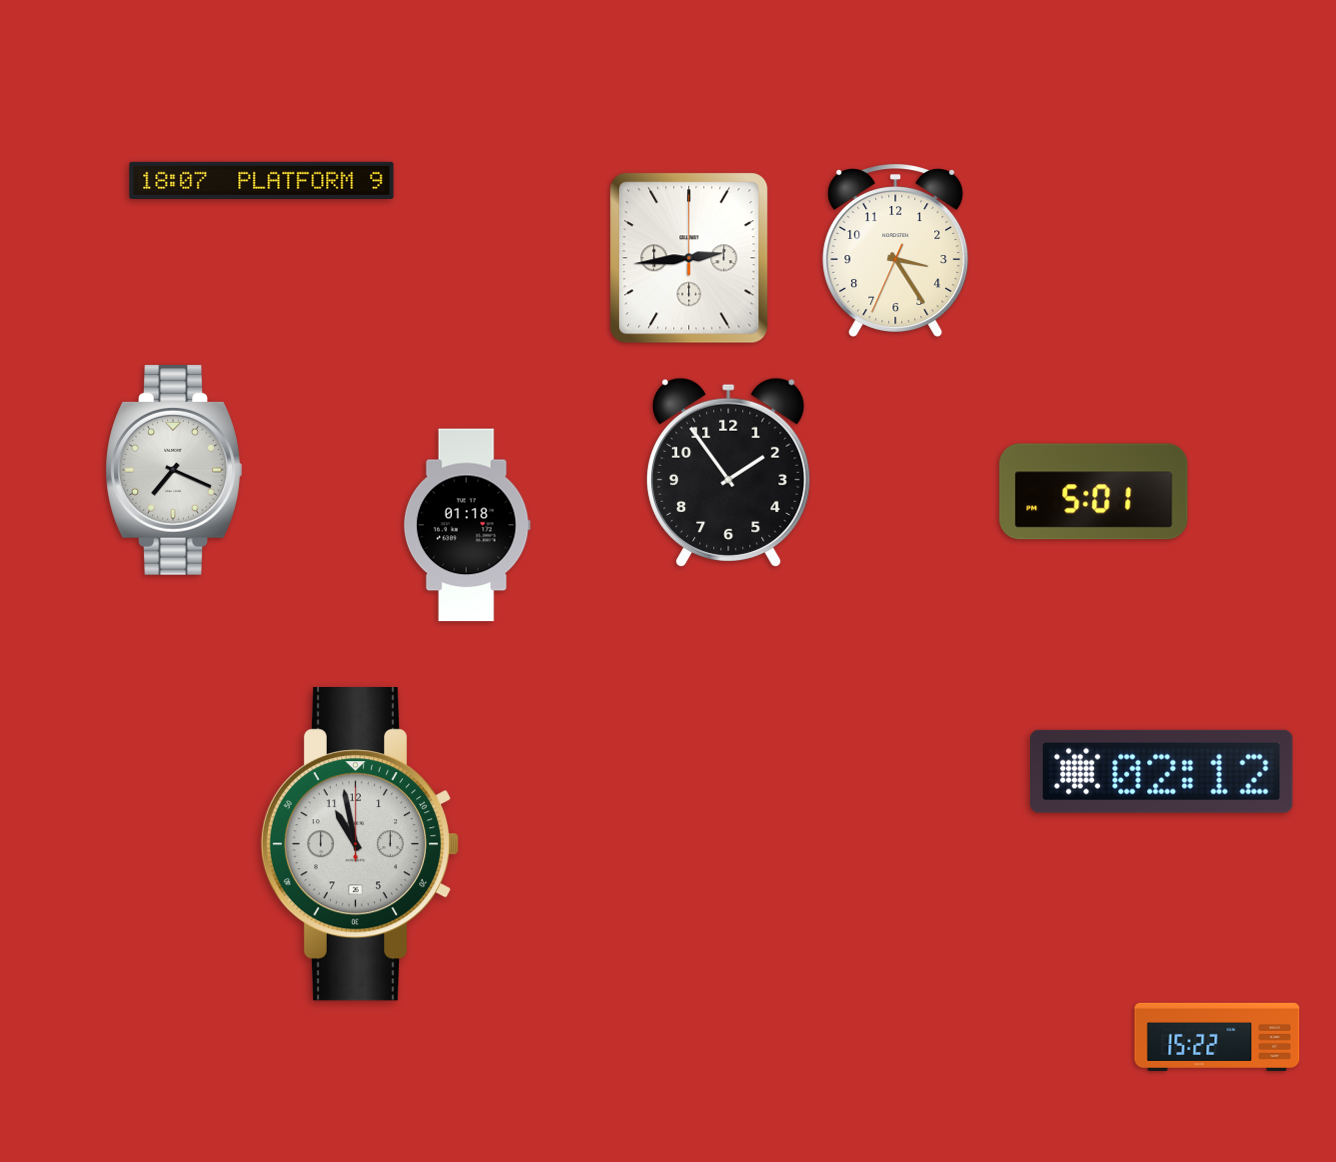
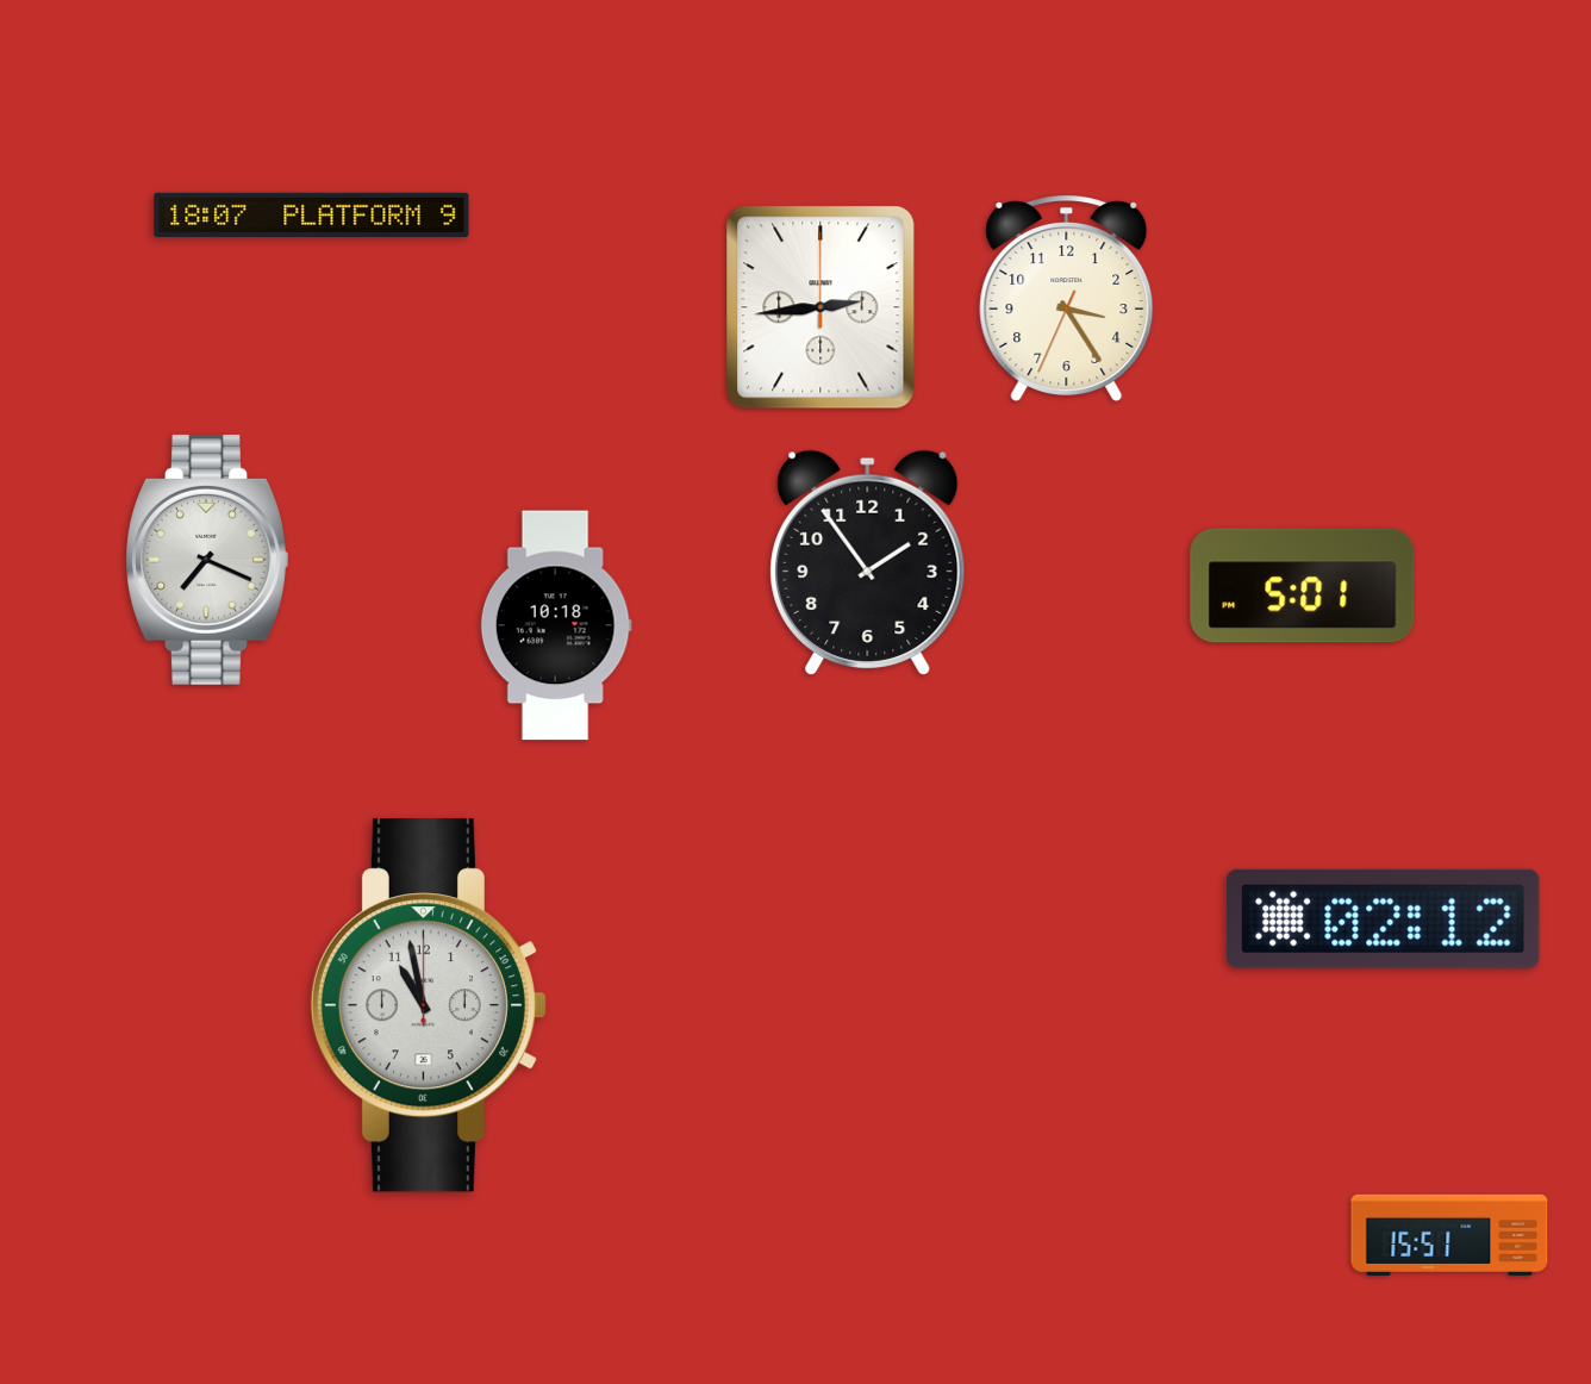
clock at (467, 525): 01:18 -> 10:18
clock at (1217, 1037): 15:22 -> 15:51
